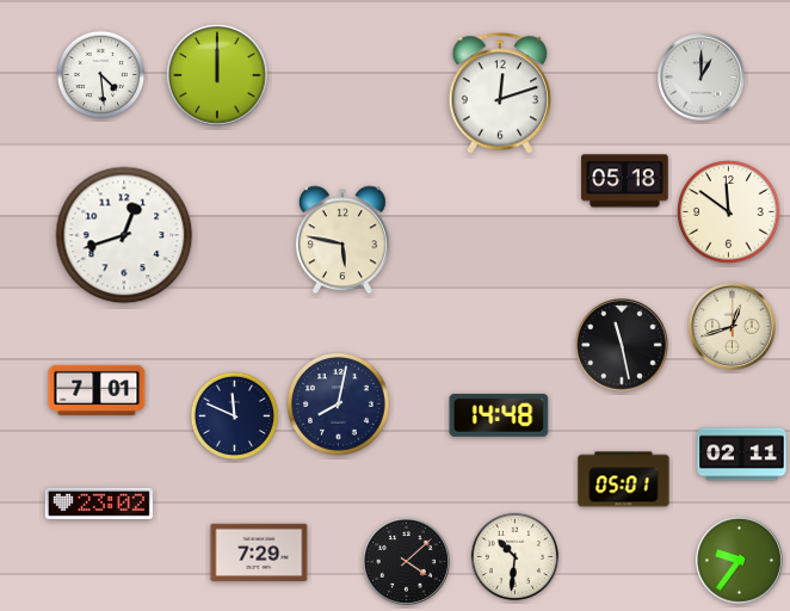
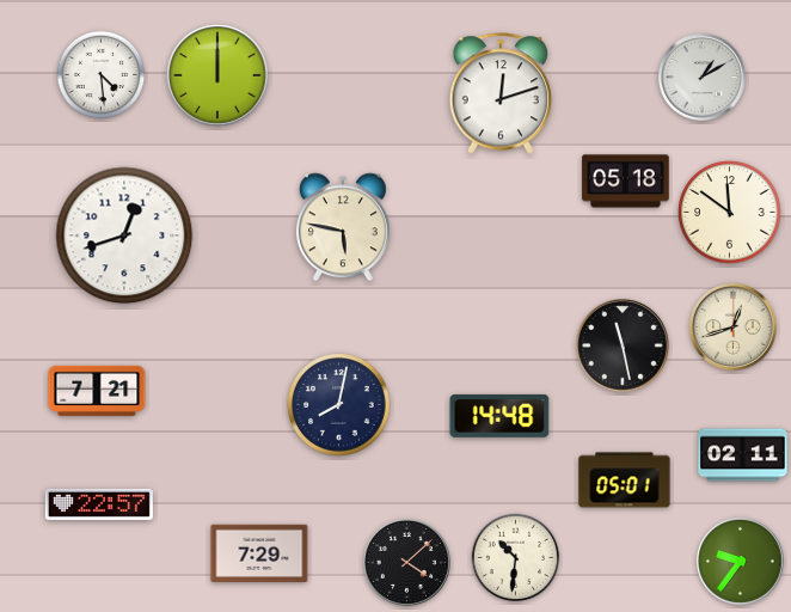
clock at (702, 78): 1:00 -> 1:10
clock at (342, 240) position: (342, 240) -> (343, 227)
clock at (97, 390): 7:01 -> 7:21
clock at (235, 416): 11:49 -> none
clock at (99, 504): 23:02 -> 22:57
